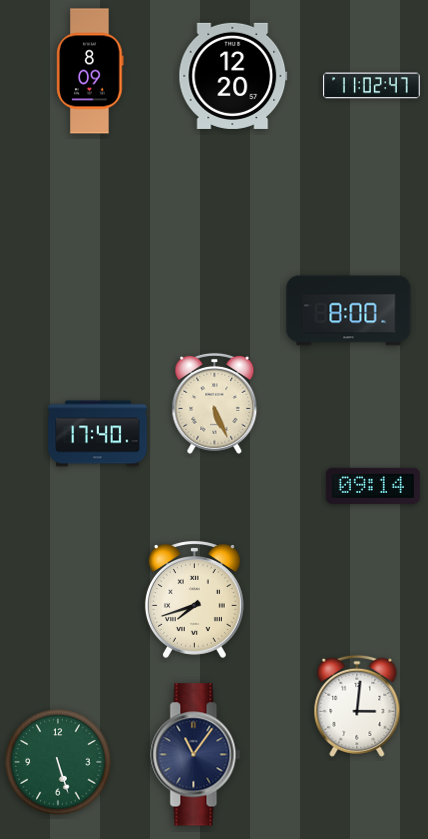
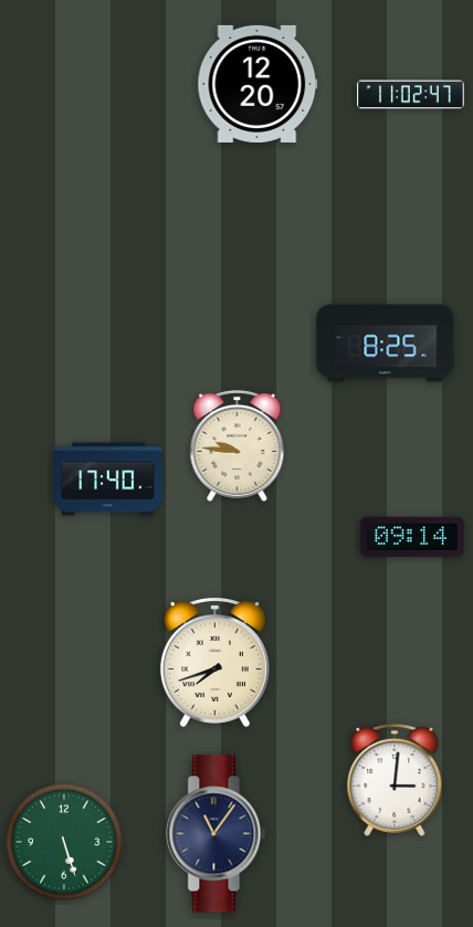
clock at (90, 71): 8:09 -> none
clock at (349, 311): 8:00 -> 8:25
clock at (215, 403): 5:26 -> 9:46
